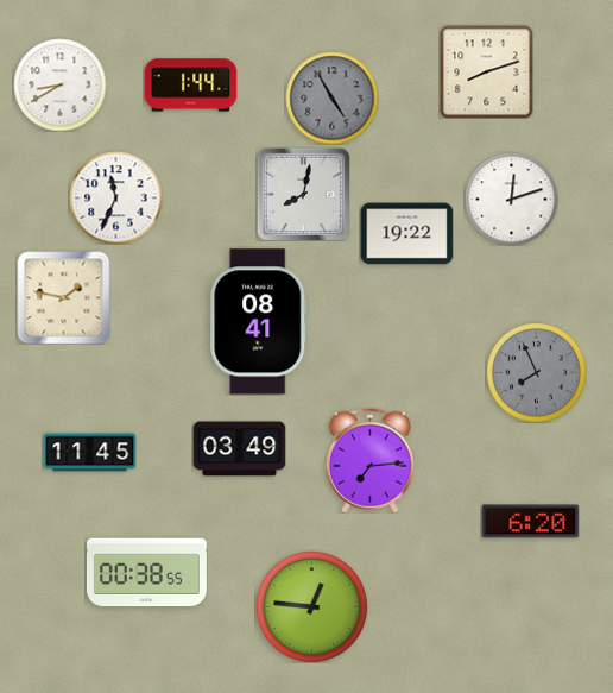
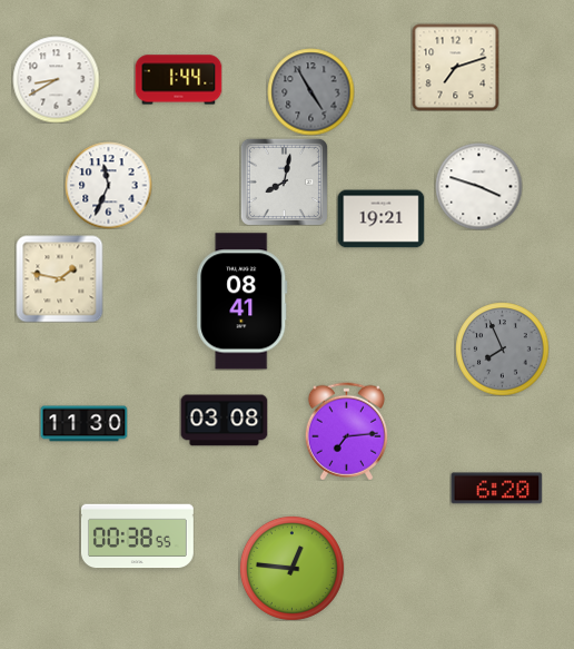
clock at (486, 71): 8:12 -> 7:12
clock at (511, 199): 12:12 -> 3:48
clock at (406, 234): 19:22 -> 19:21
clock at (239, 449): 03:49 -> 03:08
clock at (89, 453): 11:45 -> 11:30
